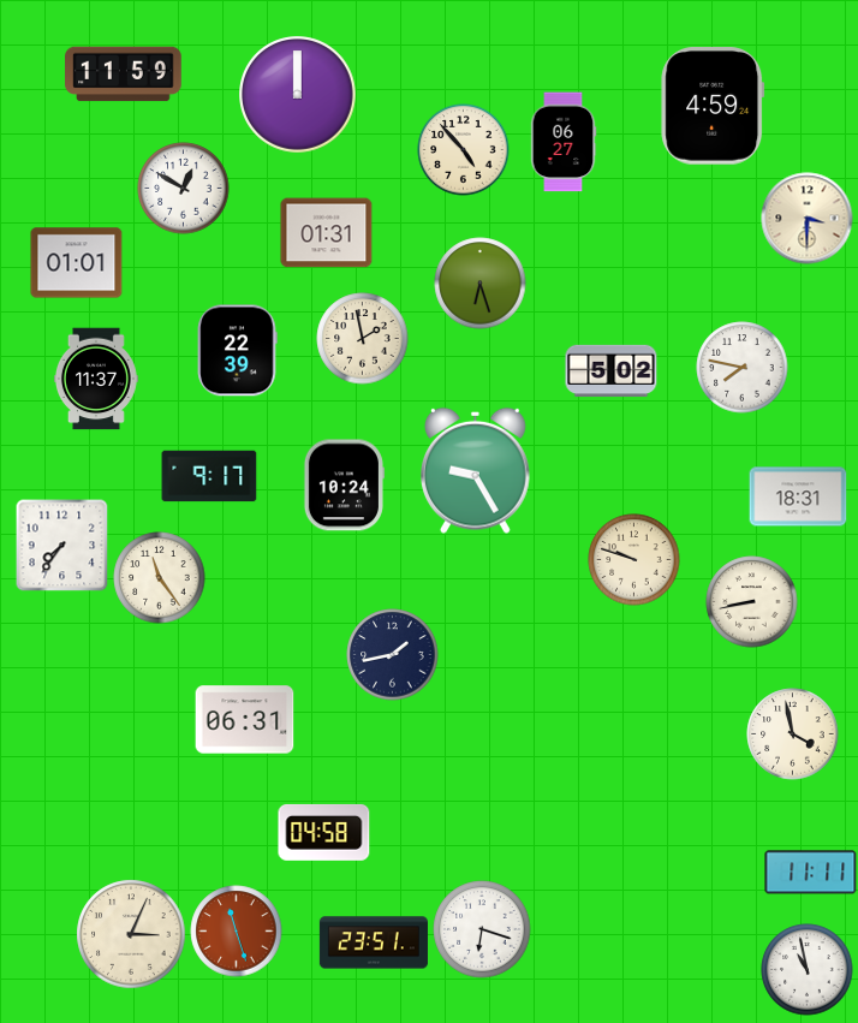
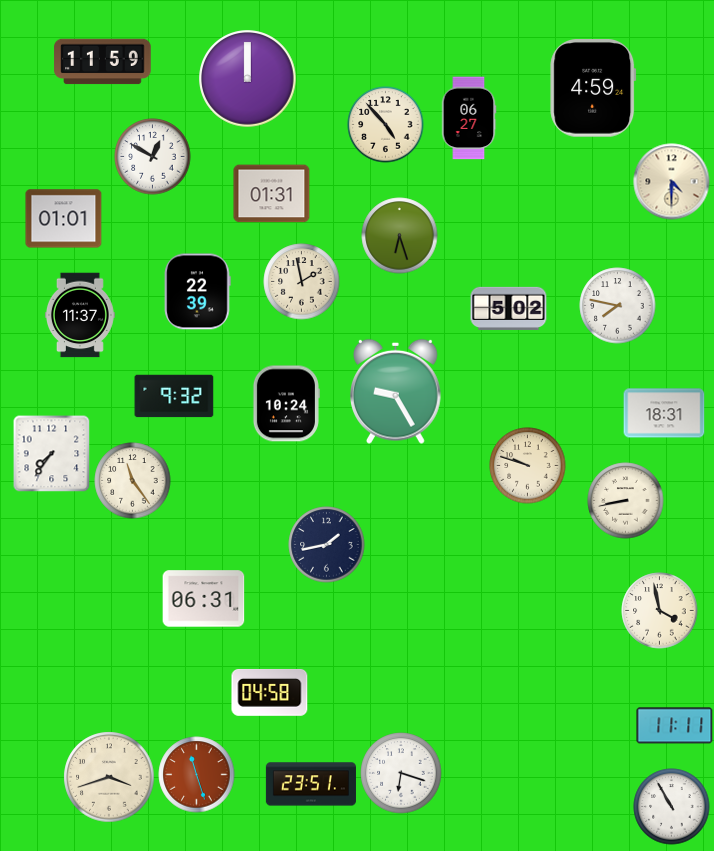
clock at (808, 219): 3:30 -> 4:30
clock at (209, 476): 9:17 -> 9:32
clock at (131, 934): 3:04 -> 3:42
clock at (808, 970): 10:58 -> 10:55
